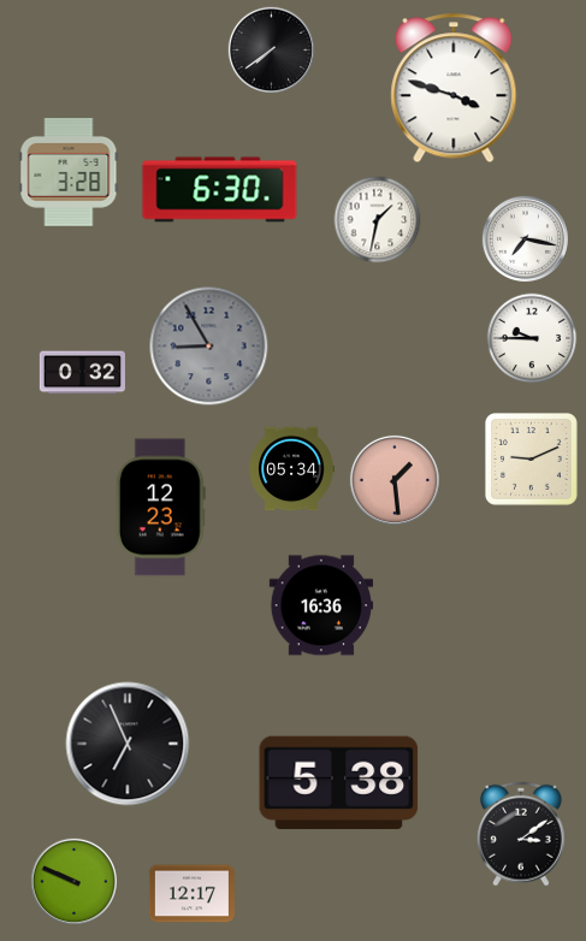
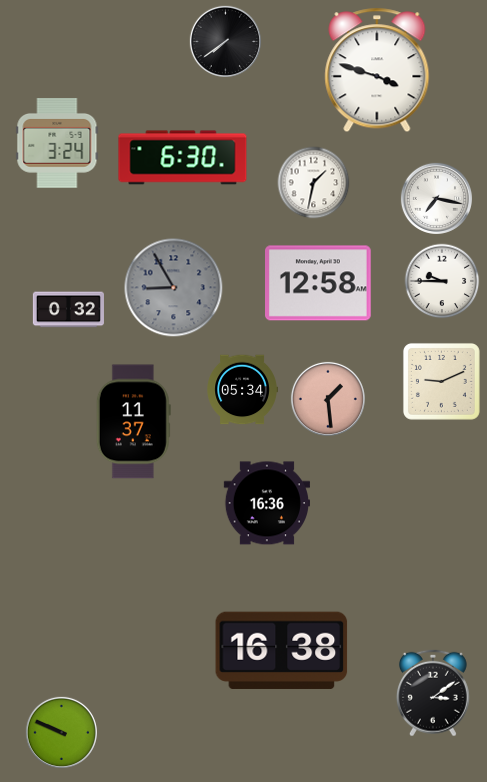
clock at (454, 88) position: (454, 88) -> (377, 70)
clock at (69, 173): 3:28 -> 3:24
clock at (319, 283): none -> 12:58
clock at (160, 508): 12:23 -> 11:37
clock at (128, 744): 6:56 -> none
clock at (339, 782): 5:38 -> 16:38
clock at (191, 894): 12:17 -> none
